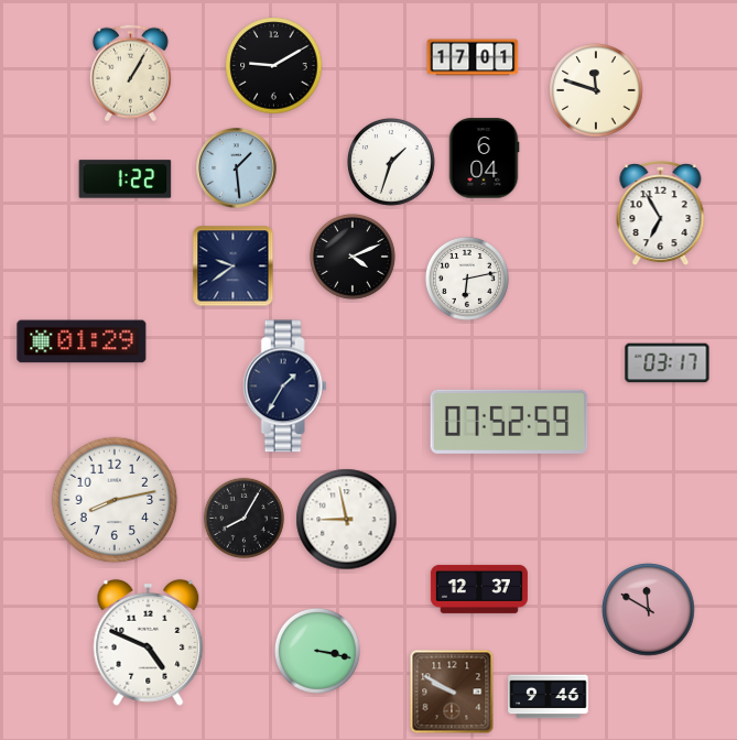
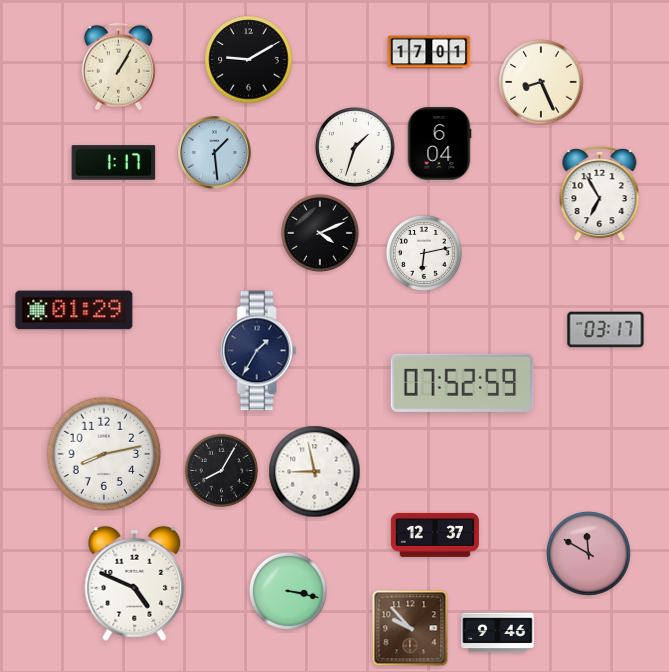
clock at (596, 90): 11:48 -> 8:26
clock at (126, 179): 1:22 -> 1:17
clock at (234, 266): 9:39 -> none
clock at (452, 692): 9:50 -> 9:53
